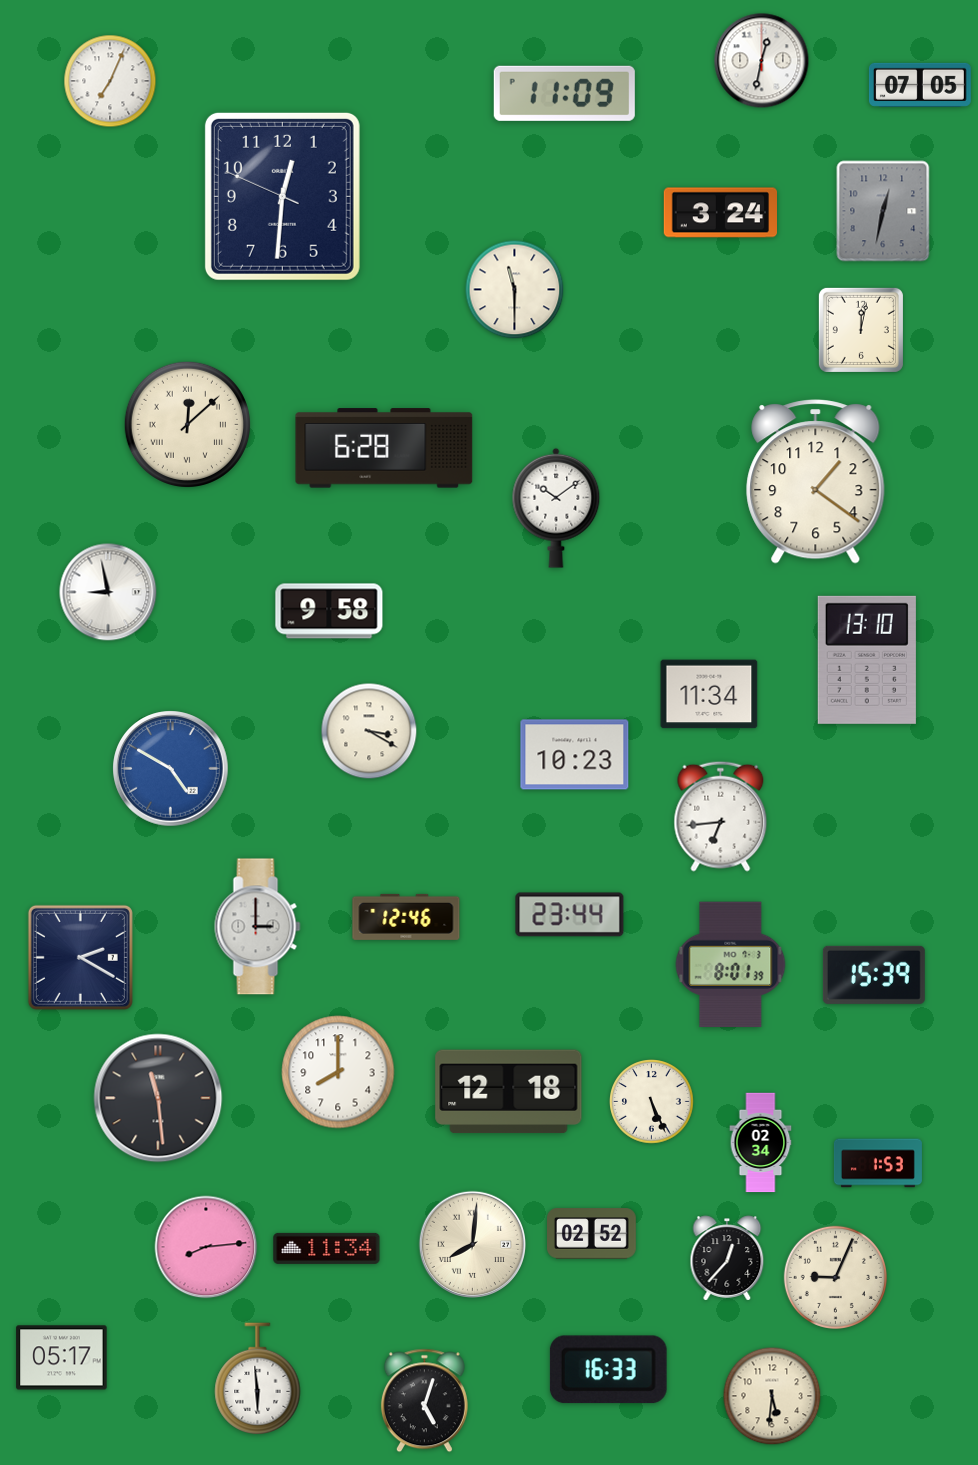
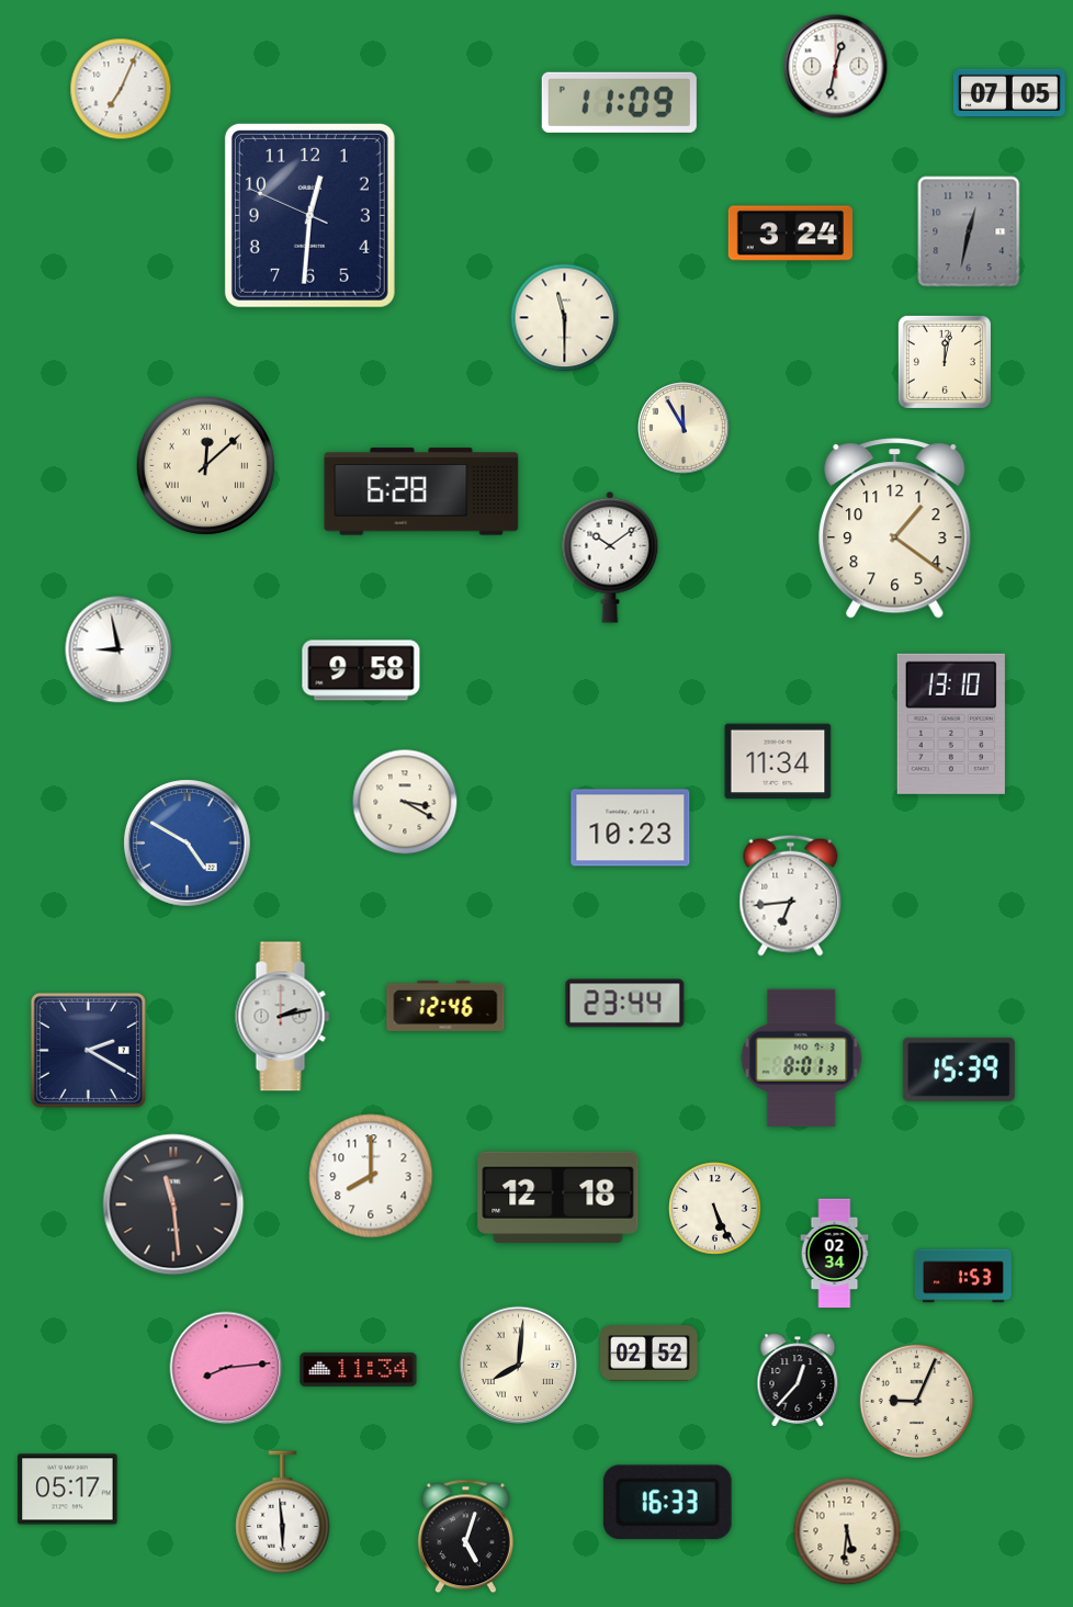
clock at (684, 428): none -> 11:55
clock at (258, 927): 3:00 -> 2:13
